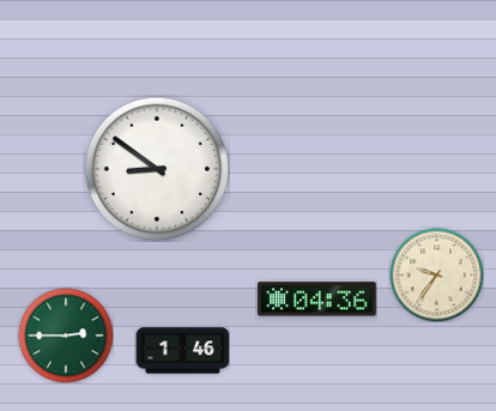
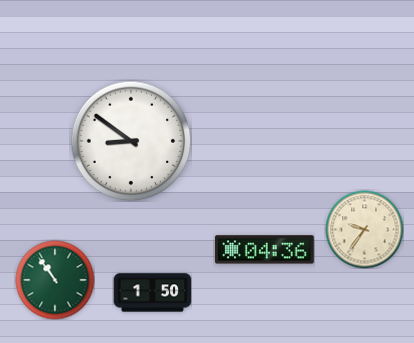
clock at (66, 336): 2:45 -> 10:54
clock at (182, 351): 1:46 -> 1:50
